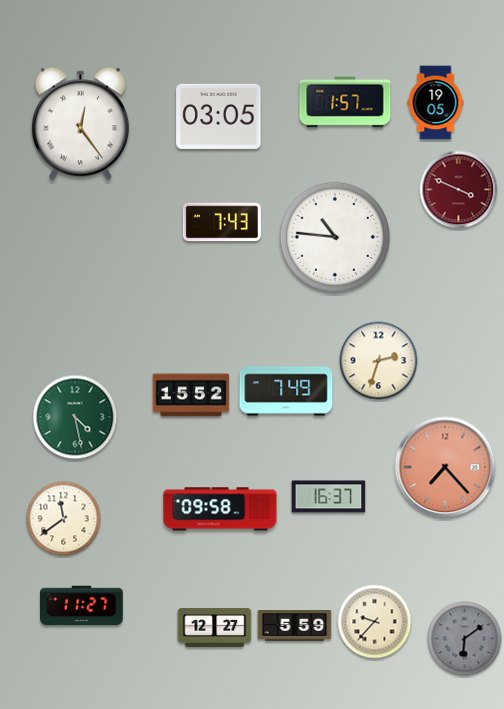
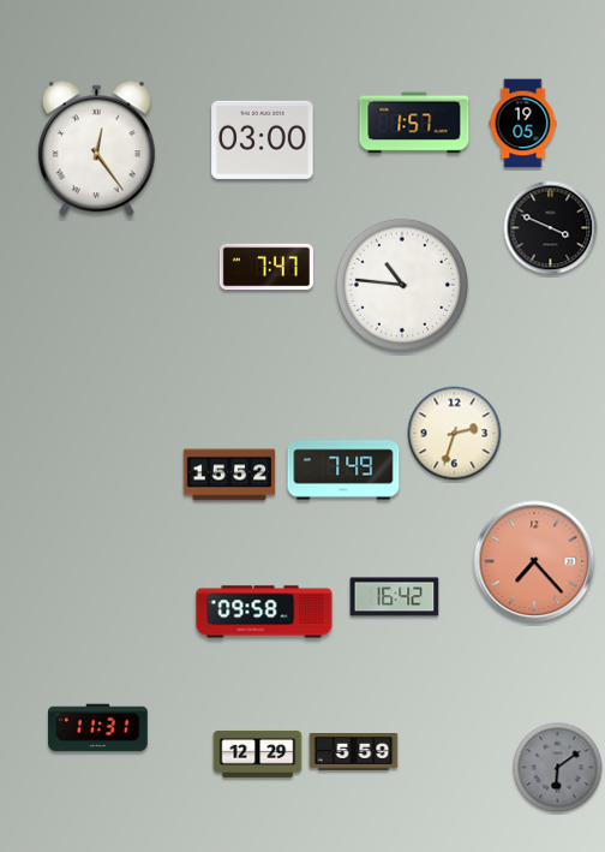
clock at (219, 116): 03:05 -> 03:00
clock at (459, 190) dial: burgundy -> black
clock at (222, 222): 7:43 -> 7:47
clock at (75, 417): 4:28 -> none
clock at (329, 497): 16:37 -> 16:42
clock at (64, 519): 11:39 -> none
clock at (82, 606): 11:27 -> 11:31
clock at (375, 622): 9:37 -> none
clock at (215, 627): 12:27 -> 12:29
